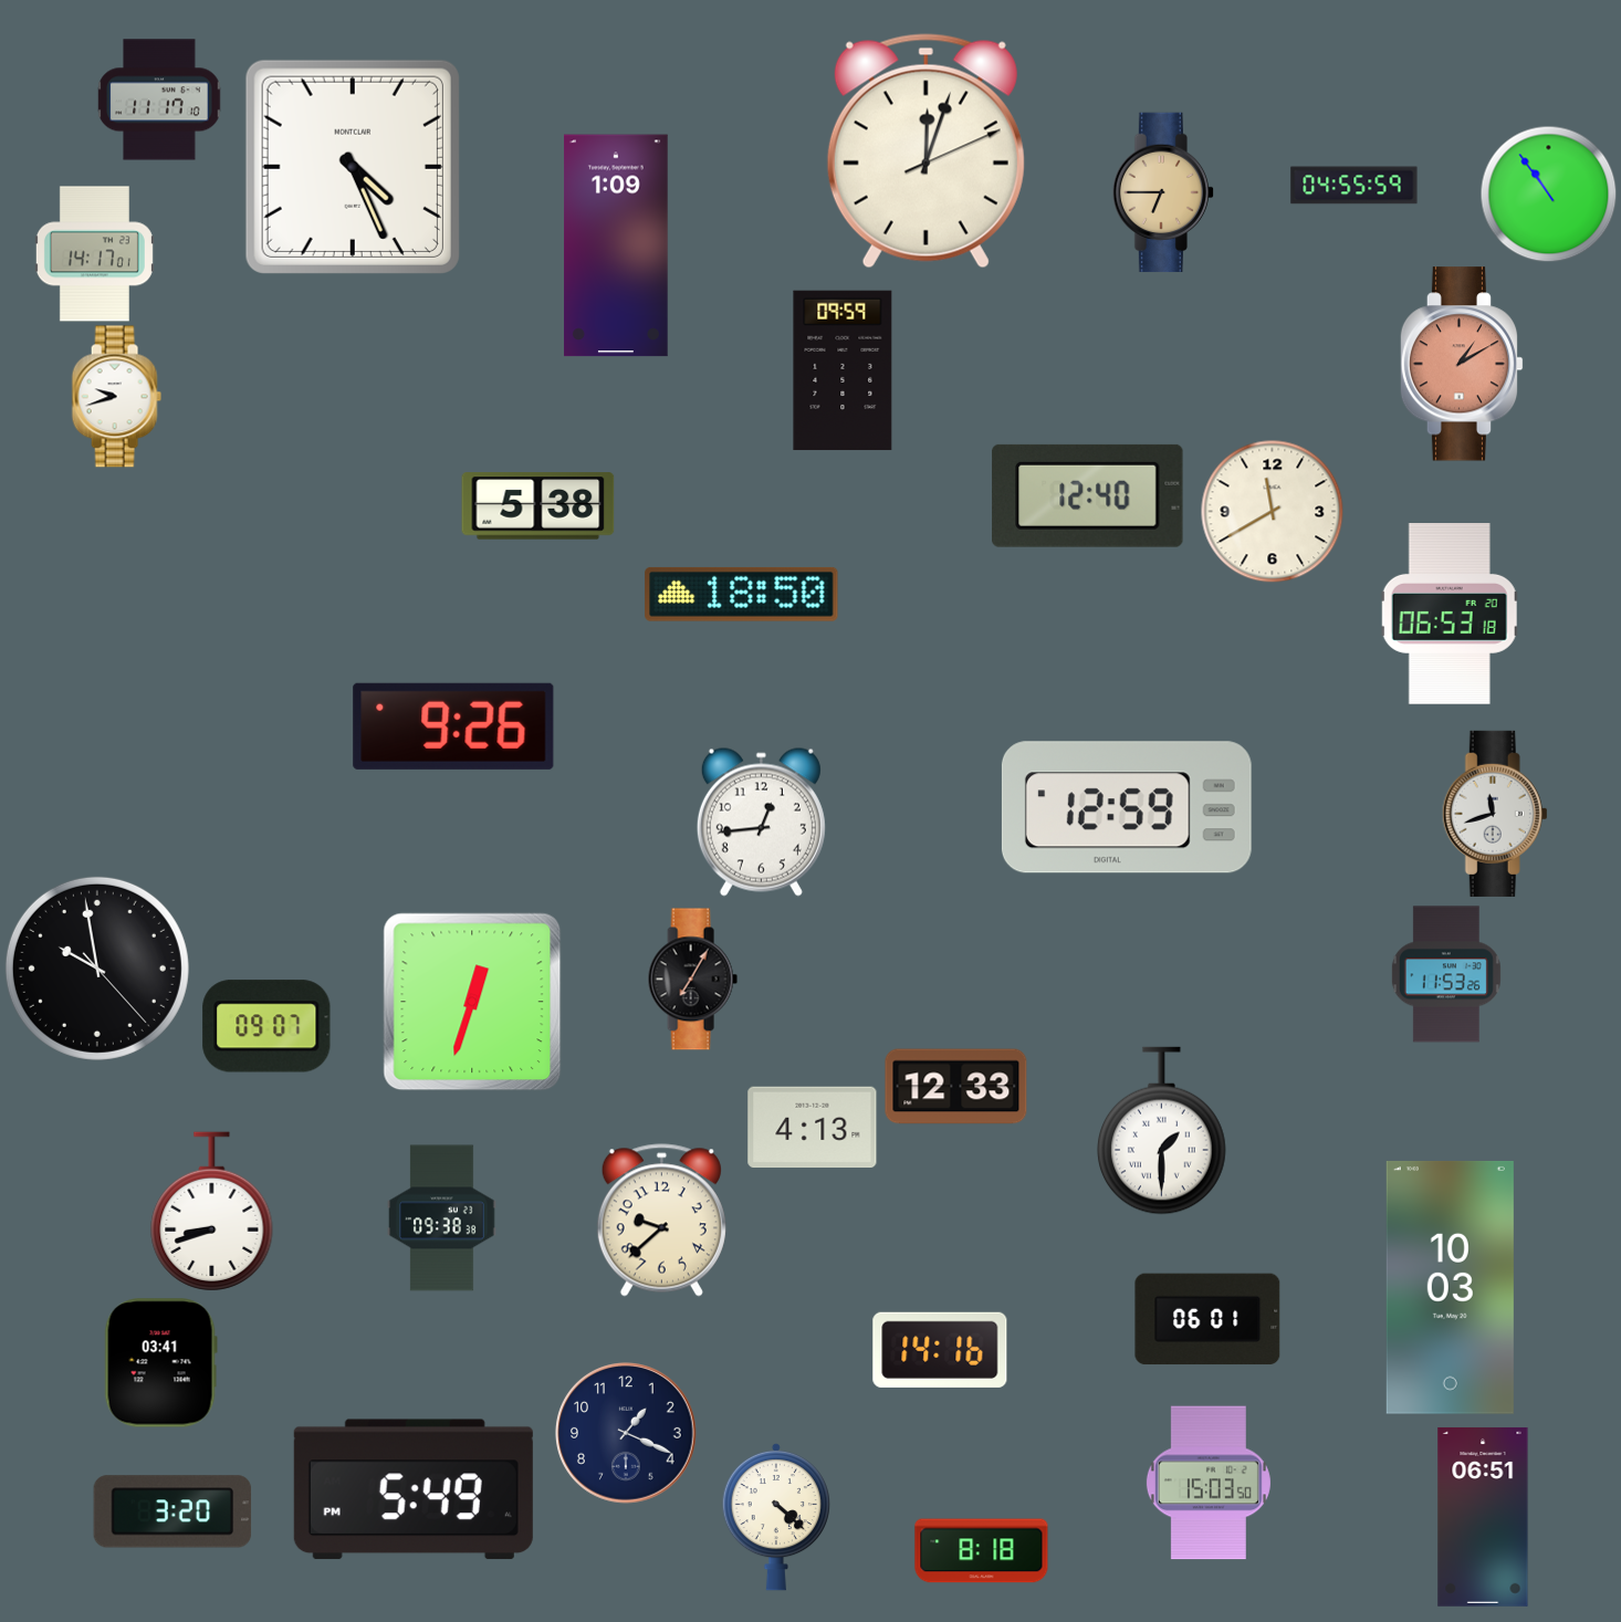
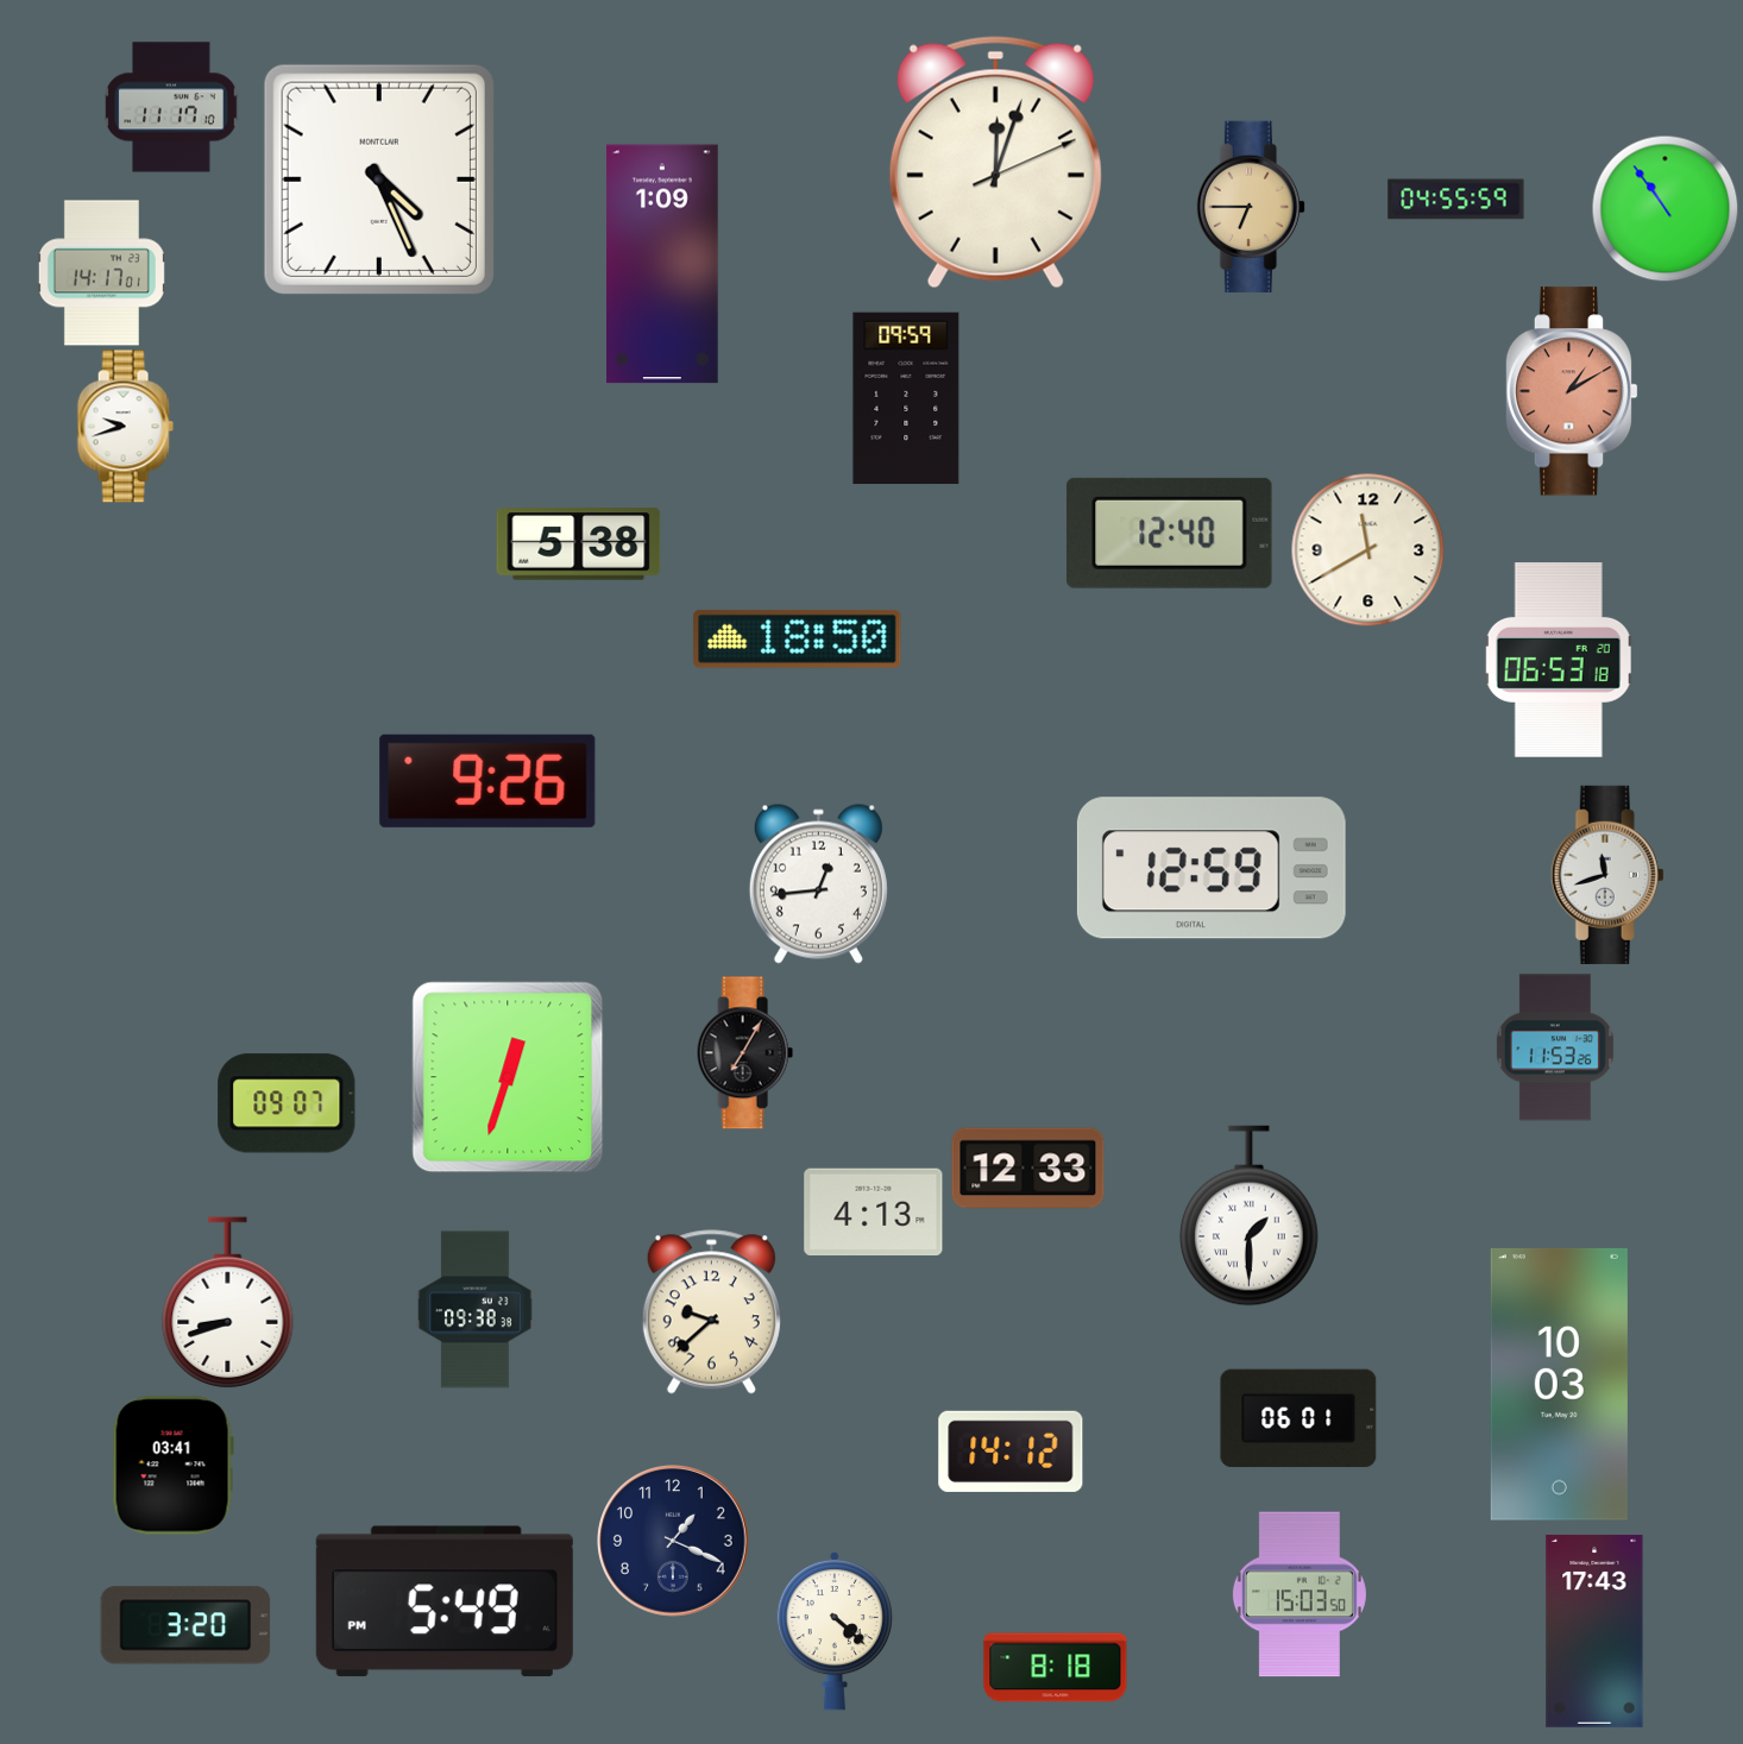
clock at (97, 969): 9:58 -> none
clock at (940, 1350): 14:16 -> 14:12
clock at (1483, 1517): 06:51 -> 17:43
